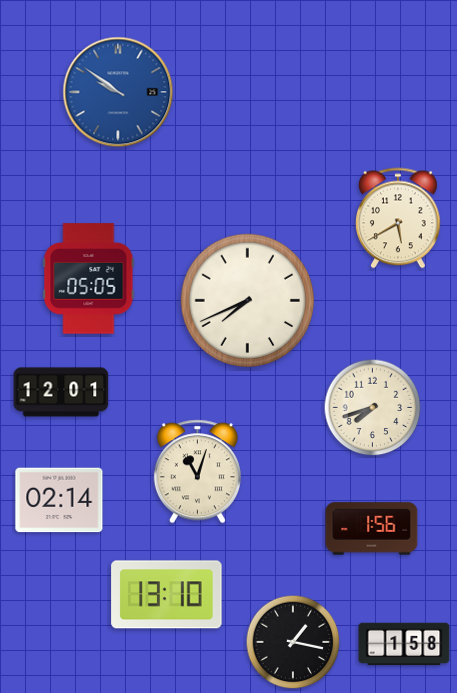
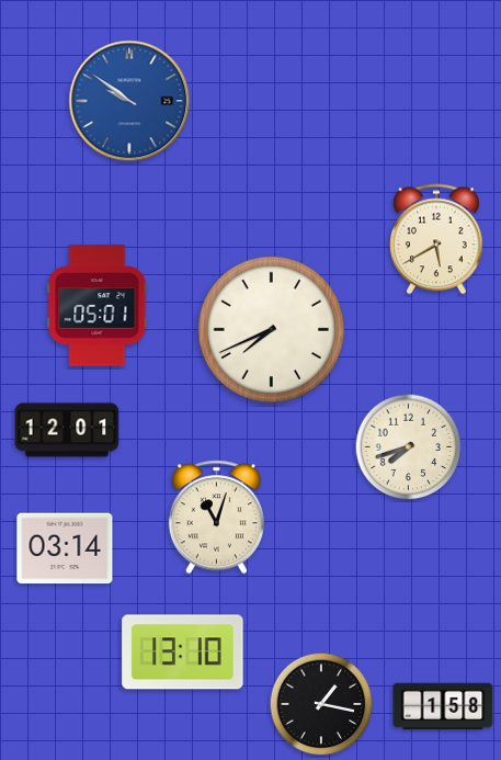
clock at (89, 279): 05:05 -> 05:01
clock at (59, 500): 02:14 -> 03:14
clock at (372, 529): 1:56 -> none
